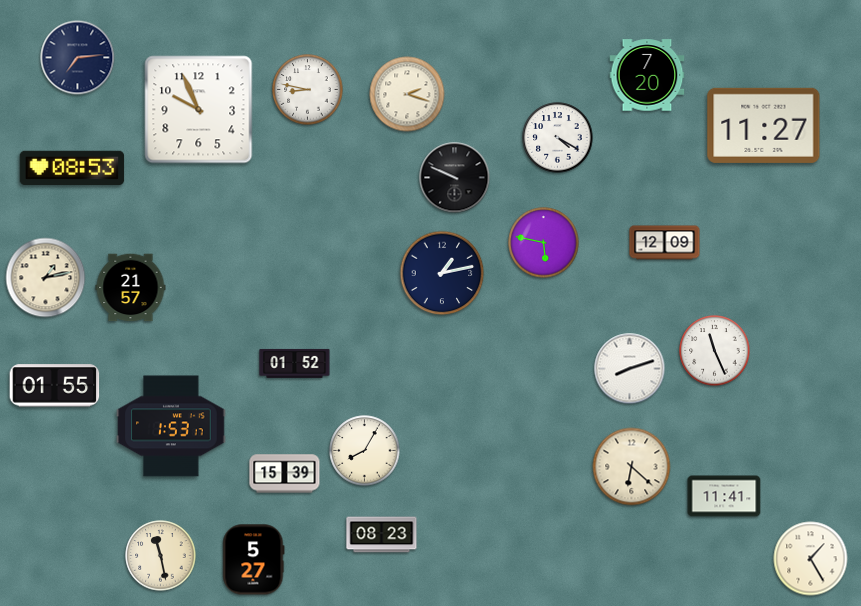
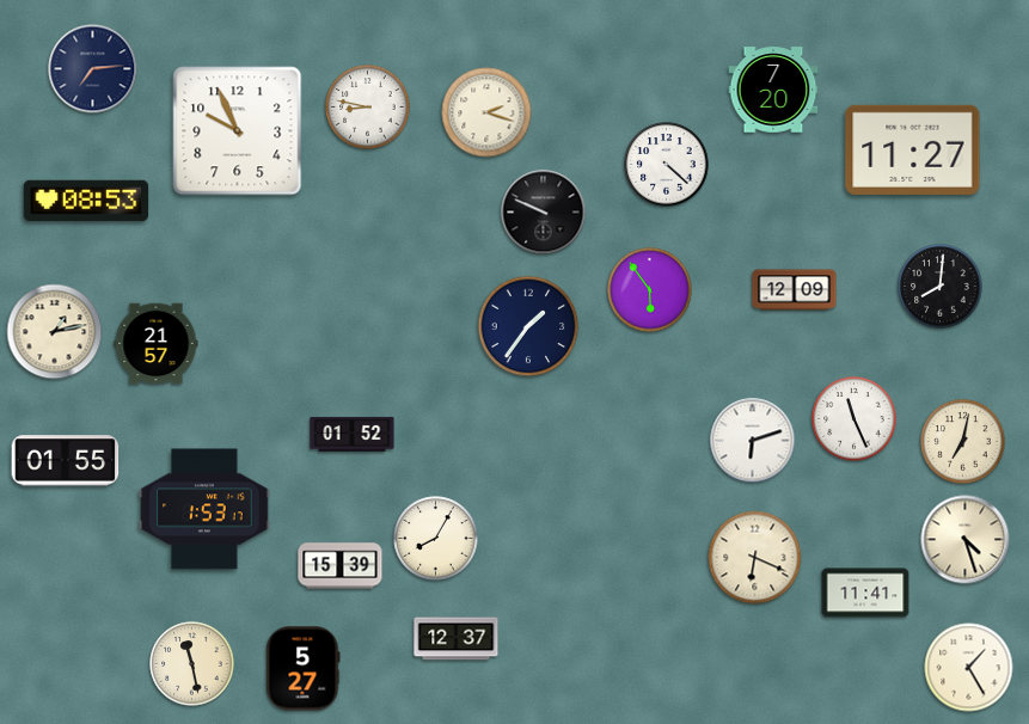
clock at (558, 138): 4:20 -> 4:22
clock at (941, 287): none -> 8:01
clock at (544, 243): 5:47 -> 5:54
clock at (442, 273): 1:13 -> 1:36
clock at (630, 369): 8:12 -> 6:12
clock at (963, 442): none -> 7:02
clock at (966, 540): none -> 4:27
clock at (632, 467): 6:22 -> 6:19
clock at (382, 535): 08:23 -> 12:37
